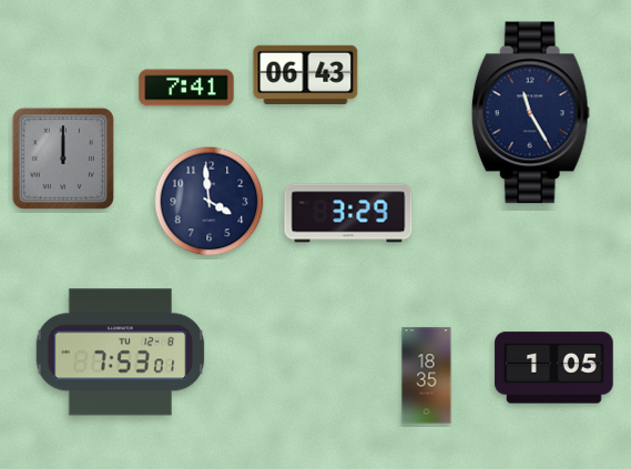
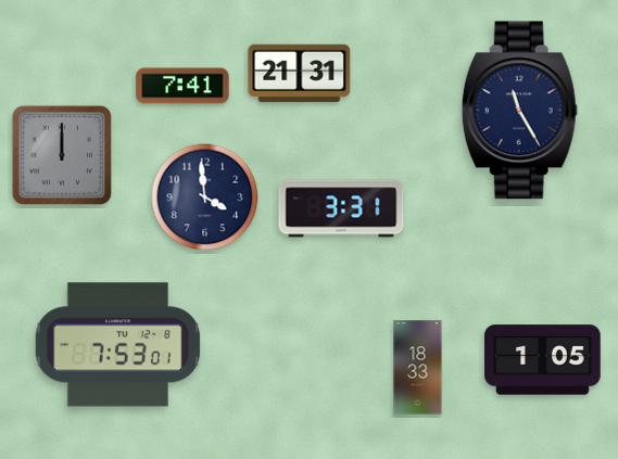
clock at (306, 74): 06:43 -> 21:31
clock at (348, 213): 3:29 -> 3:31
clock at (427, 376): 18:35 -> 18:33
